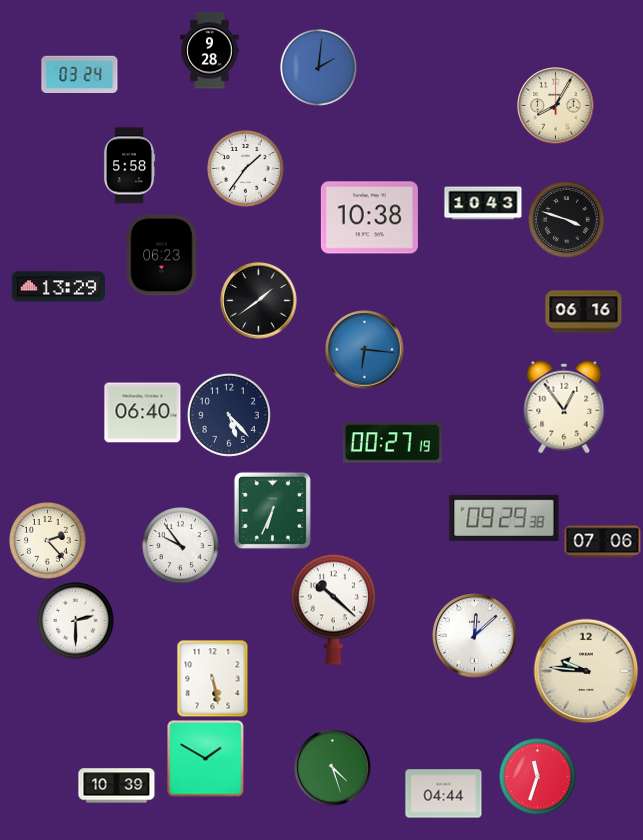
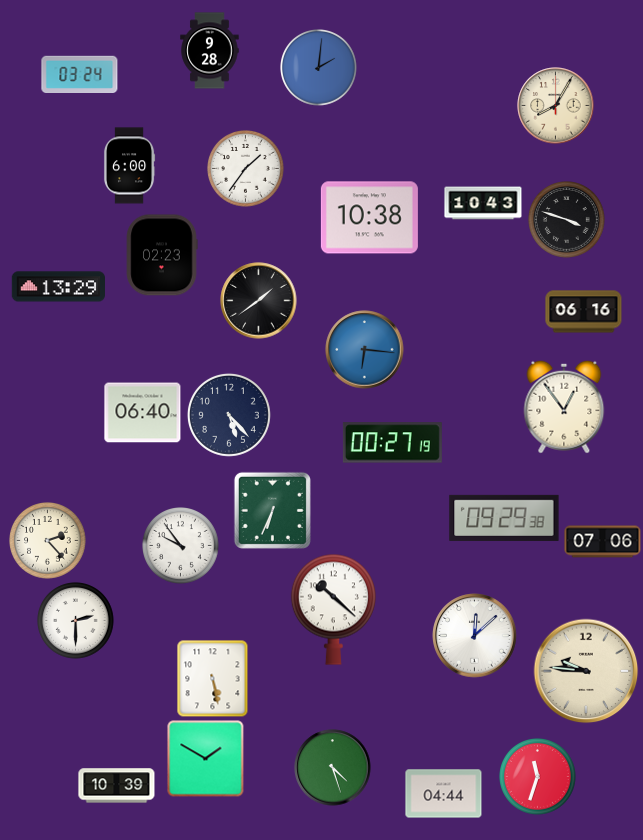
clock at (129, 166): 5:58 -> 6:00
clock at (162, 255): 06:23 -> 02:23
